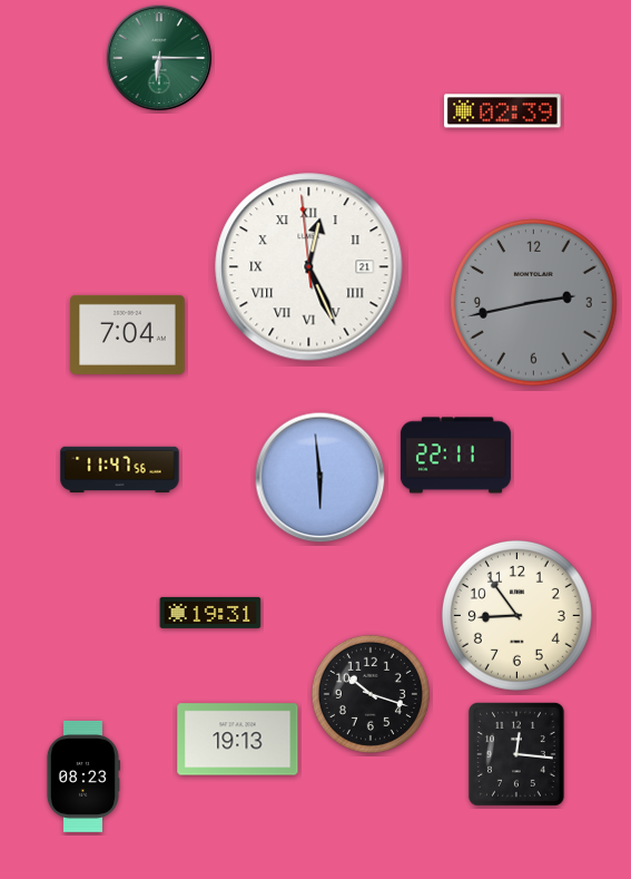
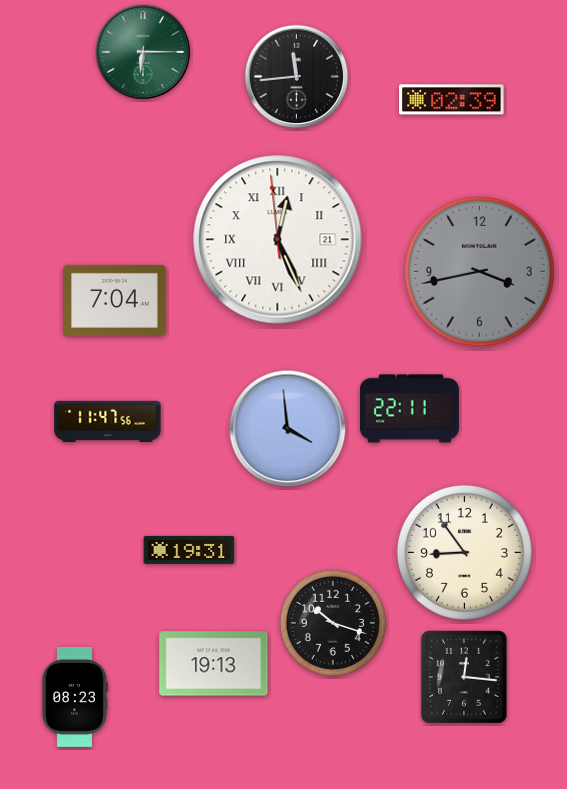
clock at (297, 77): none -> 11:44
clock at (534, 303): 2:43 -> 3:43
clock at (321, 478): 5:59 -> 3:59
